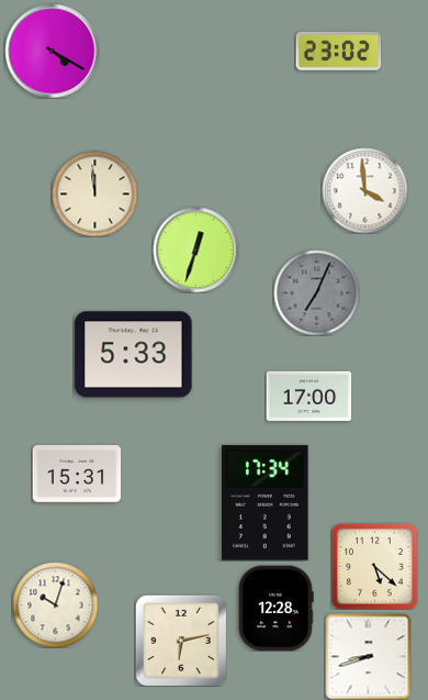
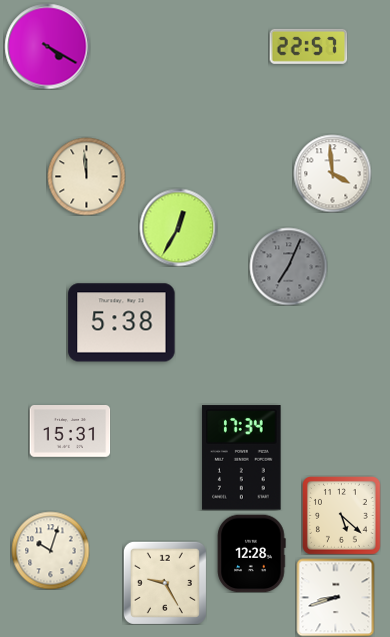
clock at (338, 51): 23:02 -> 22:57
clock at (195, 249): 12:33 -> 12:35
clock at (134, 355): 5:33 -> 5:38
clock at (308, 396): 17:00 -> none
clock at (181, 641): 6:13 -> 9:25
